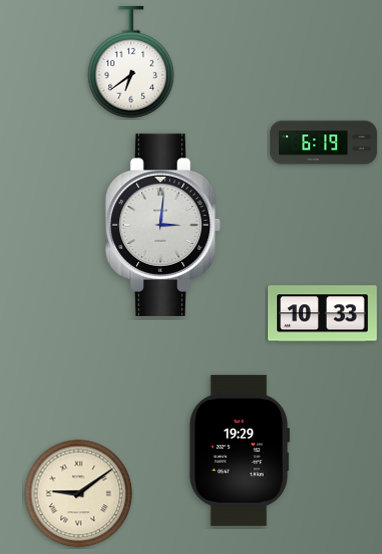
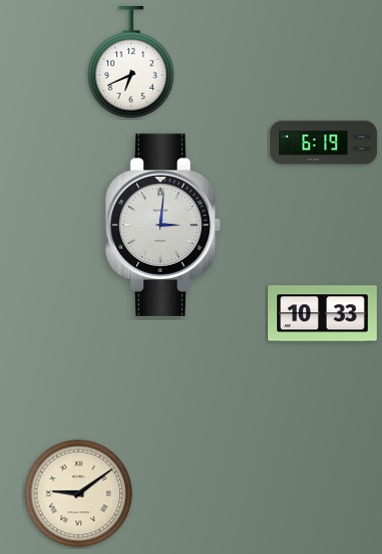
clock at (131, 63): 6:39 -> 6:41
clock at (239, 450): 19:29 -> none
